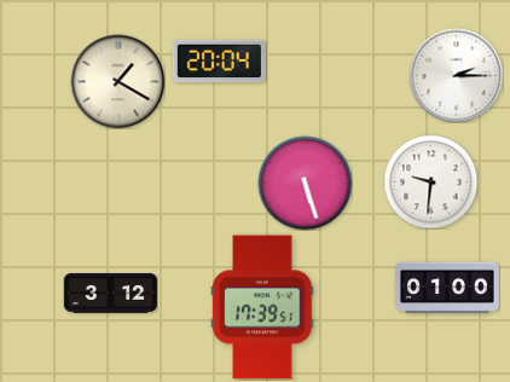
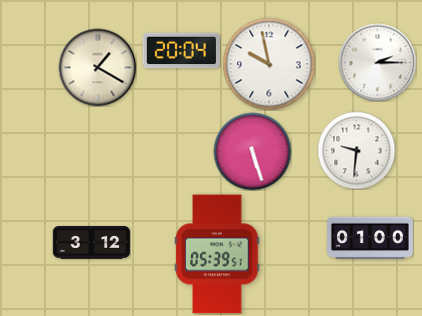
clock at (269, 64): none -> 9:58
clock at (262, 307): 17:39 -> 05:39
